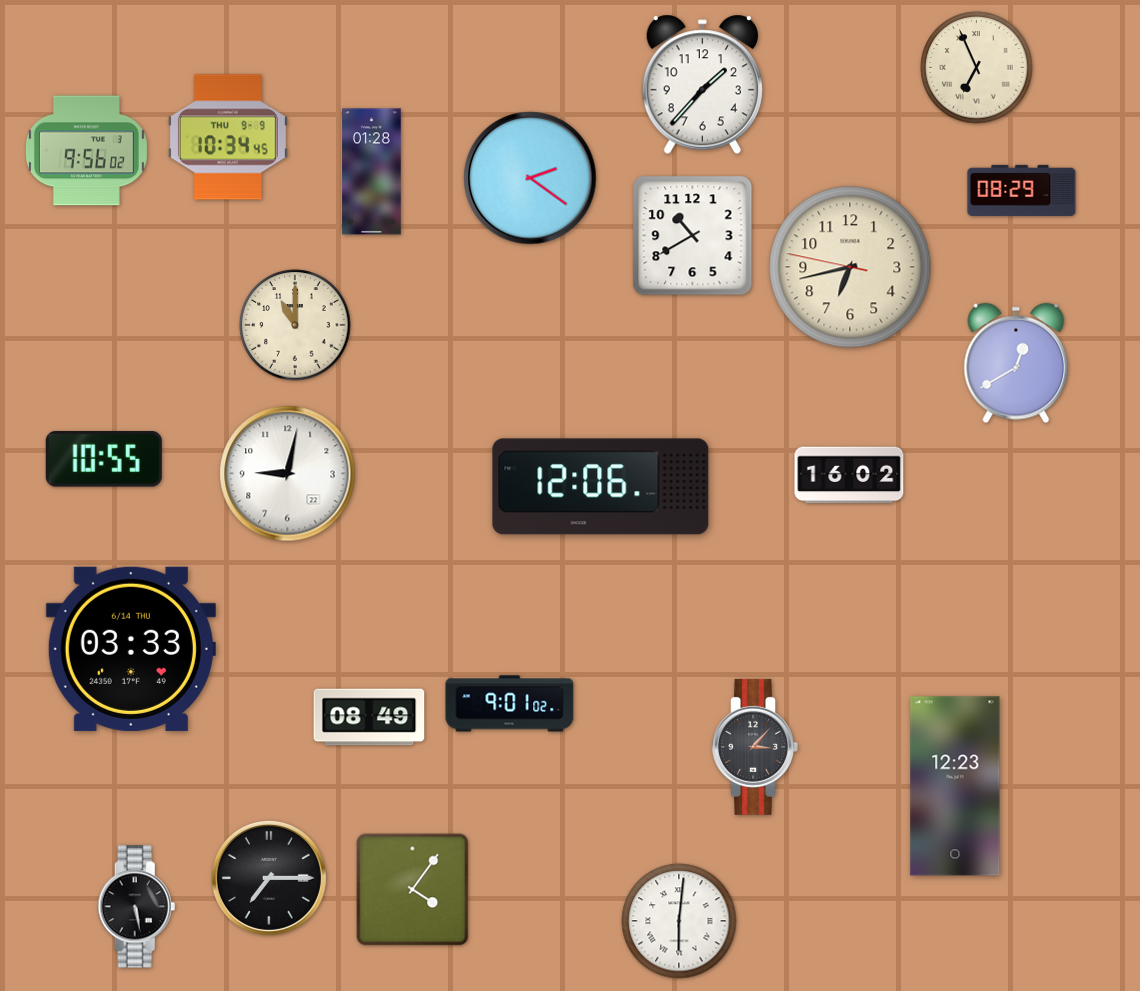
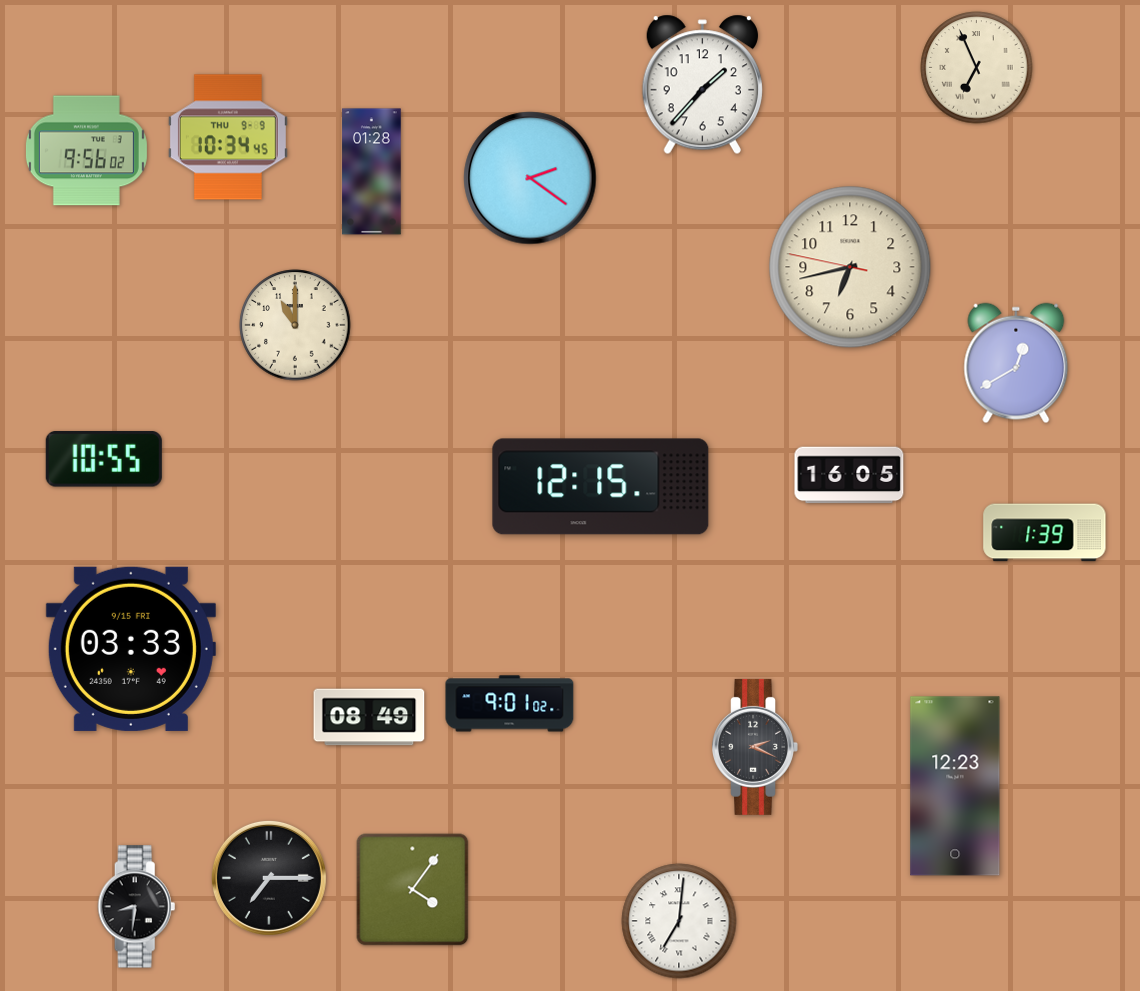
clock at (1022, 190): 08:29 -> none
clock at (693, 236): 10:40 -> none
clock at (288, 474): 9:02 -> none
clock at (849, 475): 16:02 -> 16:05
clock at (601, 487): 12:06 -> 12:15
clock at (1045, 533): none -> 1:39
clock at (131, 649) date: 6/14 THU -> 9/15 FRI
clock at (755, 747): 3:07 -> 2:19
clock at (137, 907): 5:28 -> 8:31
clock at (679, 921): 6:01 -> 7:01
